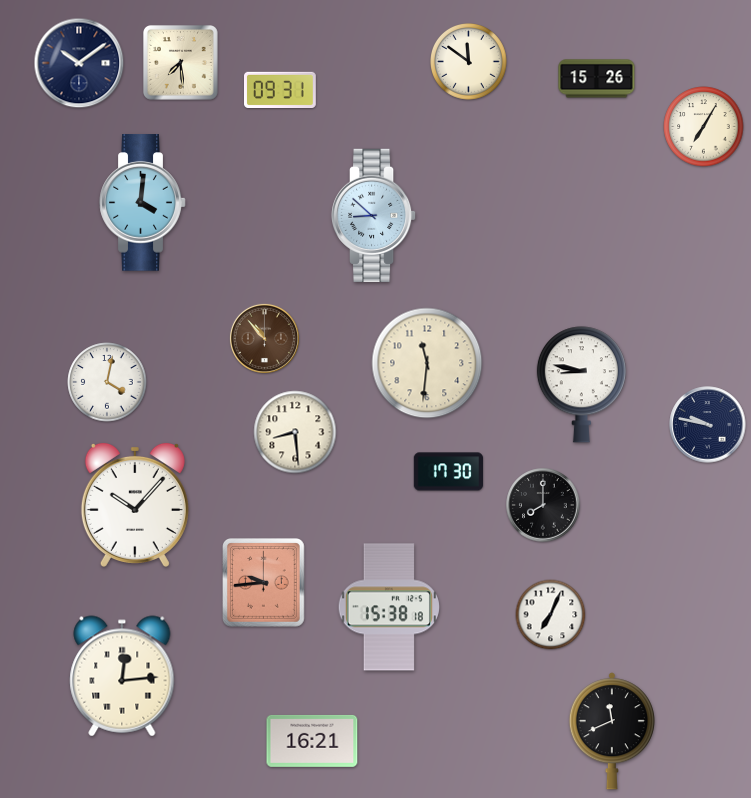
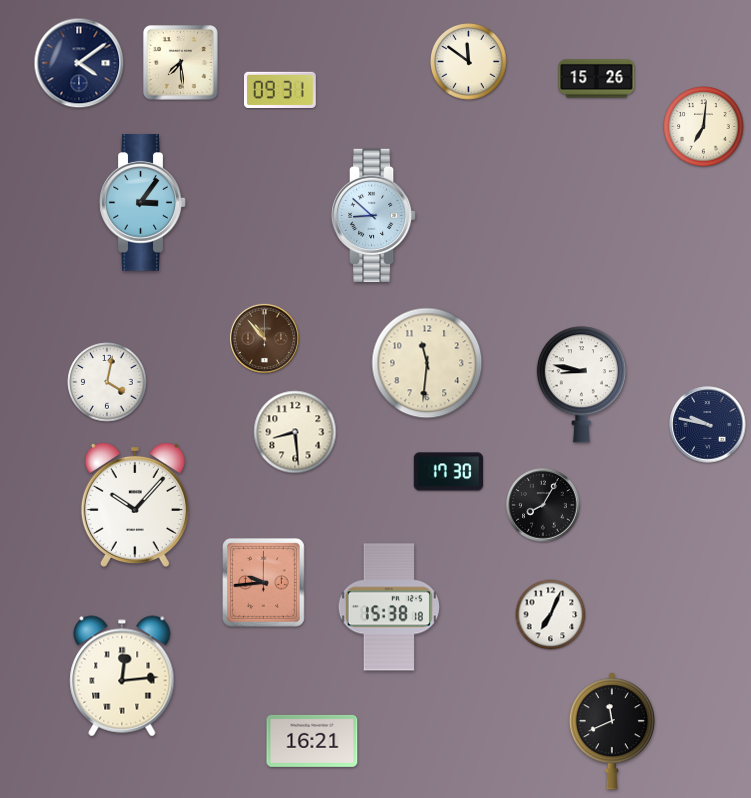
clock at (79, 63): 10:09 -> 4:09
clock at (704, 127): 7:05 -> 7:01
clock at (143, 203): 4:01 -> 3:06
clock at (543, 505): 8:00 -> 8:05
